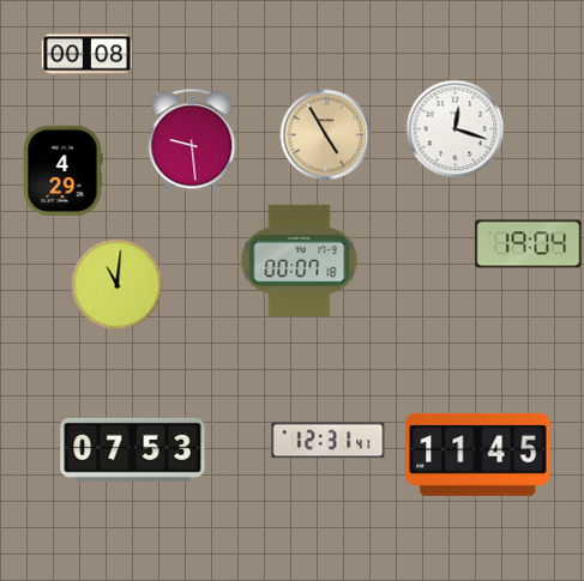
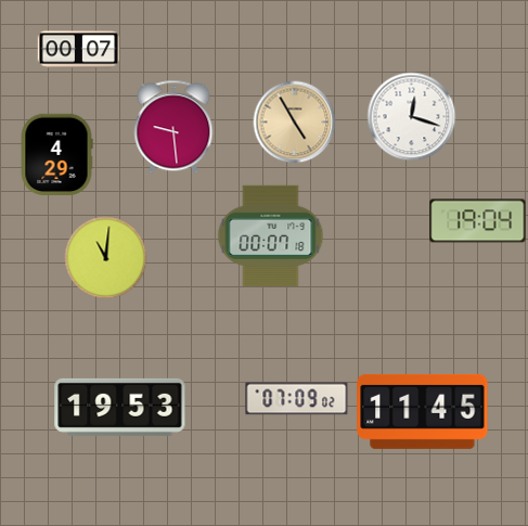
clock at (86, 55): 00:08 -> 00:07
clock at (329, 441): 12:31 -> 07:09
clock at (133, 449): 07:53 -> 19:53
clock at (478, 454) position: (478, 454) -> (423, 411)
